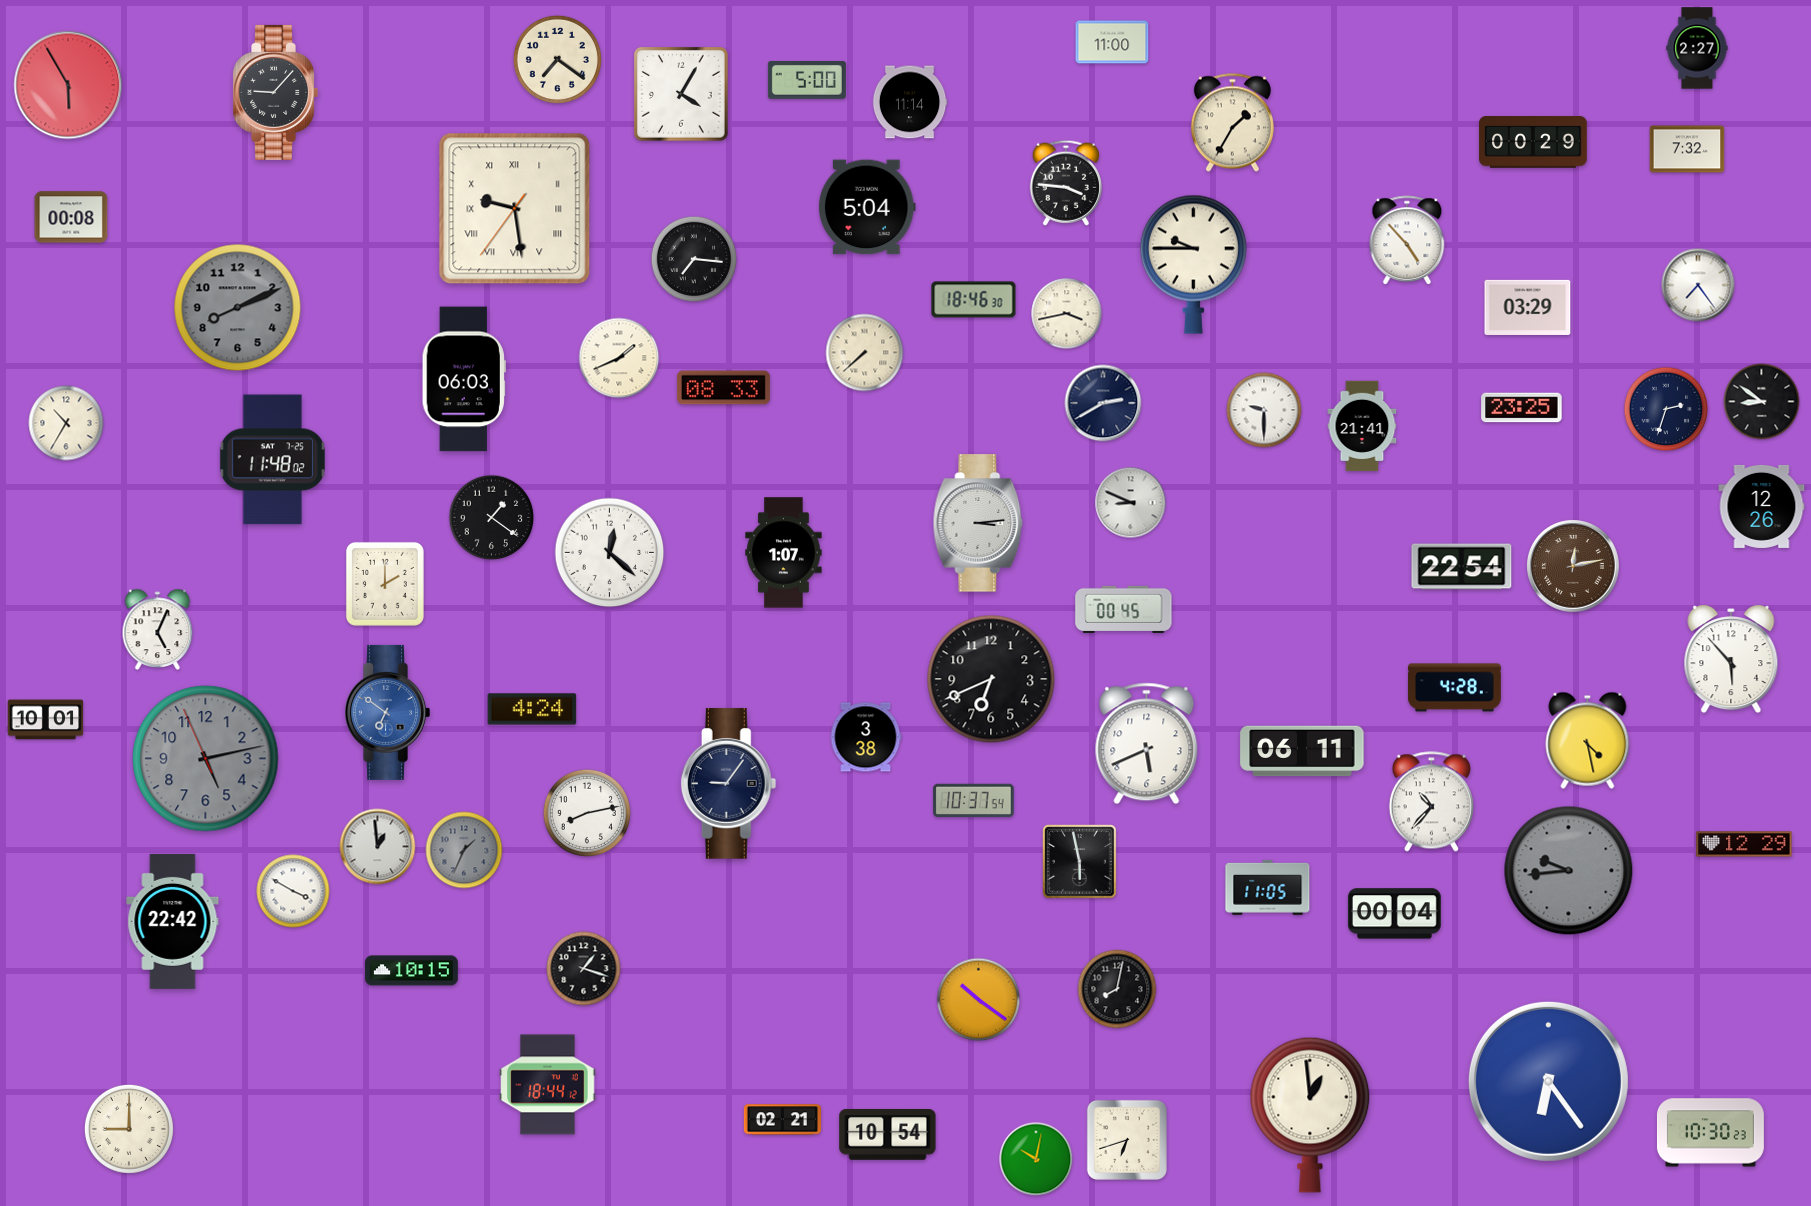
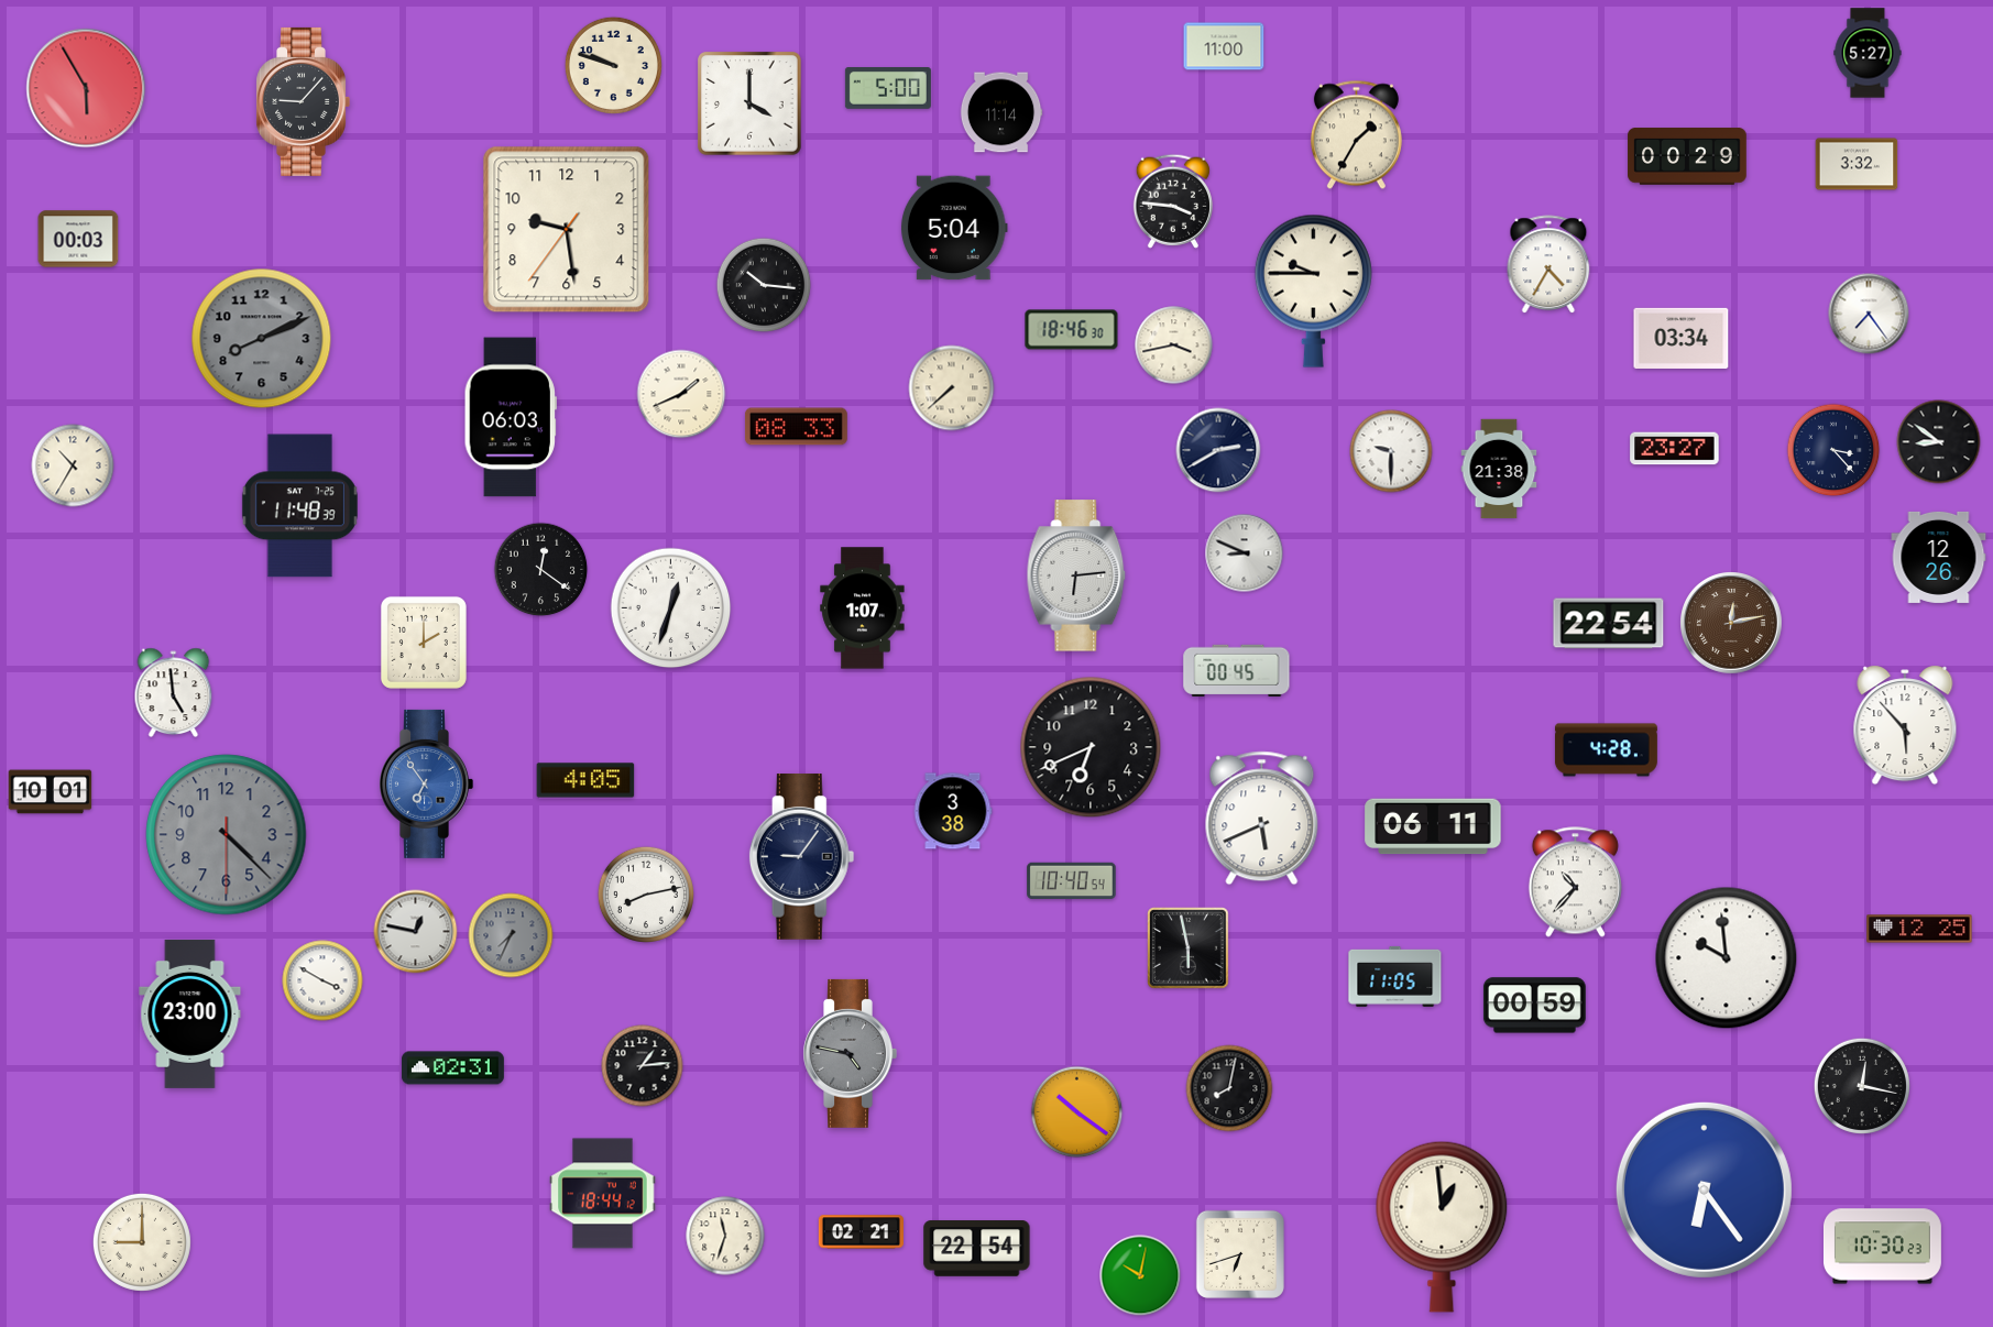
clock at (1697, 48): 2:27 -> 5:27
clock at (557, 59): 7:21 -> 9:48
clock at (68, 85) position: (68, 85) -> (86, 88)
clock at (681, 94): 4:05 -> 4:00
clock at (1687, 149): 7:32 -> 3:32
clock at (515, 209) numerals: Roman -> Arabic
clock at (71, 217): 00:08 -> 00:03
clock at (1407, 241): 4:53 -> 4:35
clock at (694, 259): 7:16 -> 10:16
clock at (1528, 307): 03:29 -> 03:34
clock at (1103, 403) position: (1103, 403) -> (1218, 450)
clock at (1522, 408): 23:25 -> 23:27
clock at (1666, 409): 2:33 -> 3:23
clock at (1362, 426): 21:41 -> 21:38
clock at (272, 460): 11:48:02 -> 11:48:39
clock at (492, 518): 1:21 -> 12:21
clock at (978, 523): 3:14 -> 6:14
clock at (610, 553): 12:22 -> 12:33
clock at (158, 629): 5:04 -> 4:59
clock at (1455, 688) position: (1455, 688) -> (1607, 750)
clock at (532, 709): 4:24 -> 4:05
clock at (387, 712): 6:51 -> 6:54
clock at (1588, 740): 4:28 -> none
clock at (206, 759): 5:12 -> 4:22
clock at (729, 784) position: (729, 784) -> (802, 857)
clock at (974, 801): 10:37 -> 10:40
clock at (1744, 844): 12:29 -> 12:25
clock at (378, 847): 12:59 -> 12:47
clock at (464, 850): 1:34 -> 7:34
clock at (1569, 871): 9:44 -> 9:59
clock at (1569, 871) dial: grey -> white
clock at (1394, 914): 00:04 -> 00:59
clock at (173, 921): 22:42 -> 23:00
clock at (850, 1053): none -> 4:47
clock at (584, 969): 1:18 -> 1:14
clock at (411, 971): 10:15 -> 02:31
clock at (1862, 1086): none -> 12:17
clock at (979, 1000) position: (979, 1000) -> (1077, 1112)
clock at (725, 1236): none -> 11:33
clock at (888, 1135): 10:54 -> 22:54
